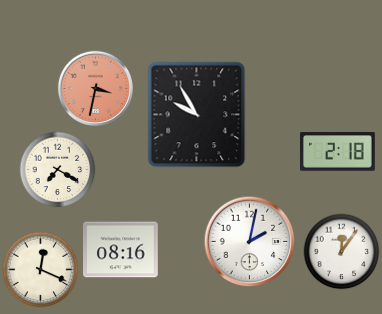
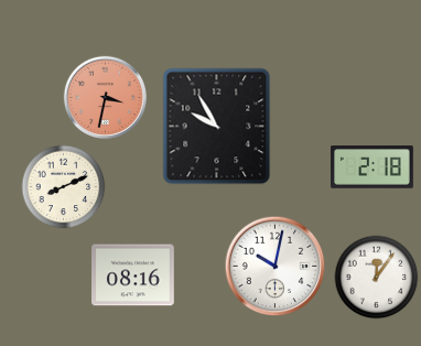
clock at (58, 170): 7:20 -> 8:11
clock at (250, 242): 2:02 -> 10:02
clock at (41, 270): 12:19 -> none
